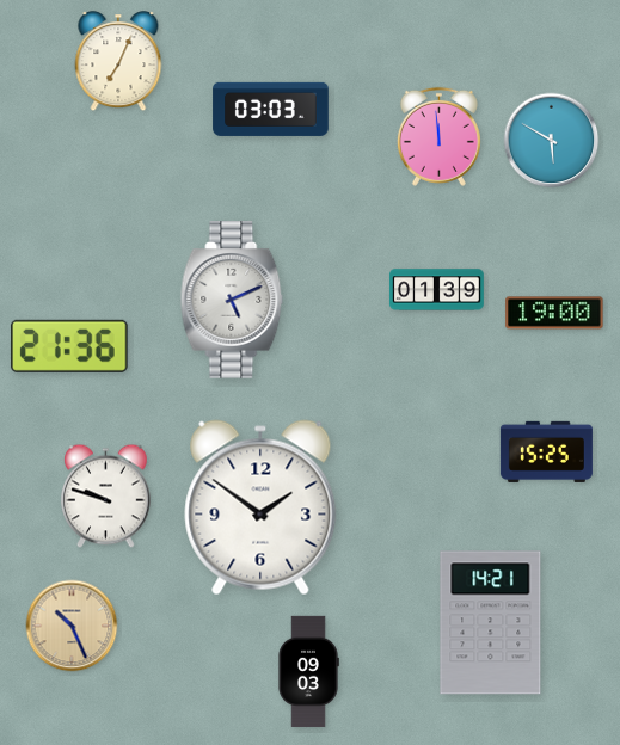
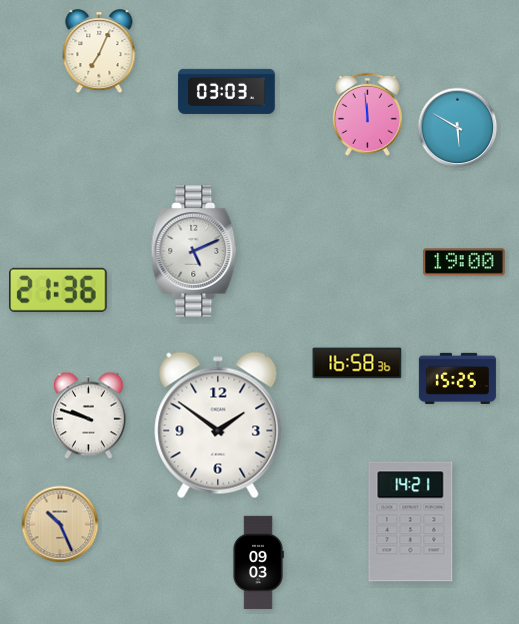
clock at (552, 141) position: (552, 141) -> (458, 128)
clock at (437, 290): 01:39 -> none
clock at (357, 363): none -> 16:58
